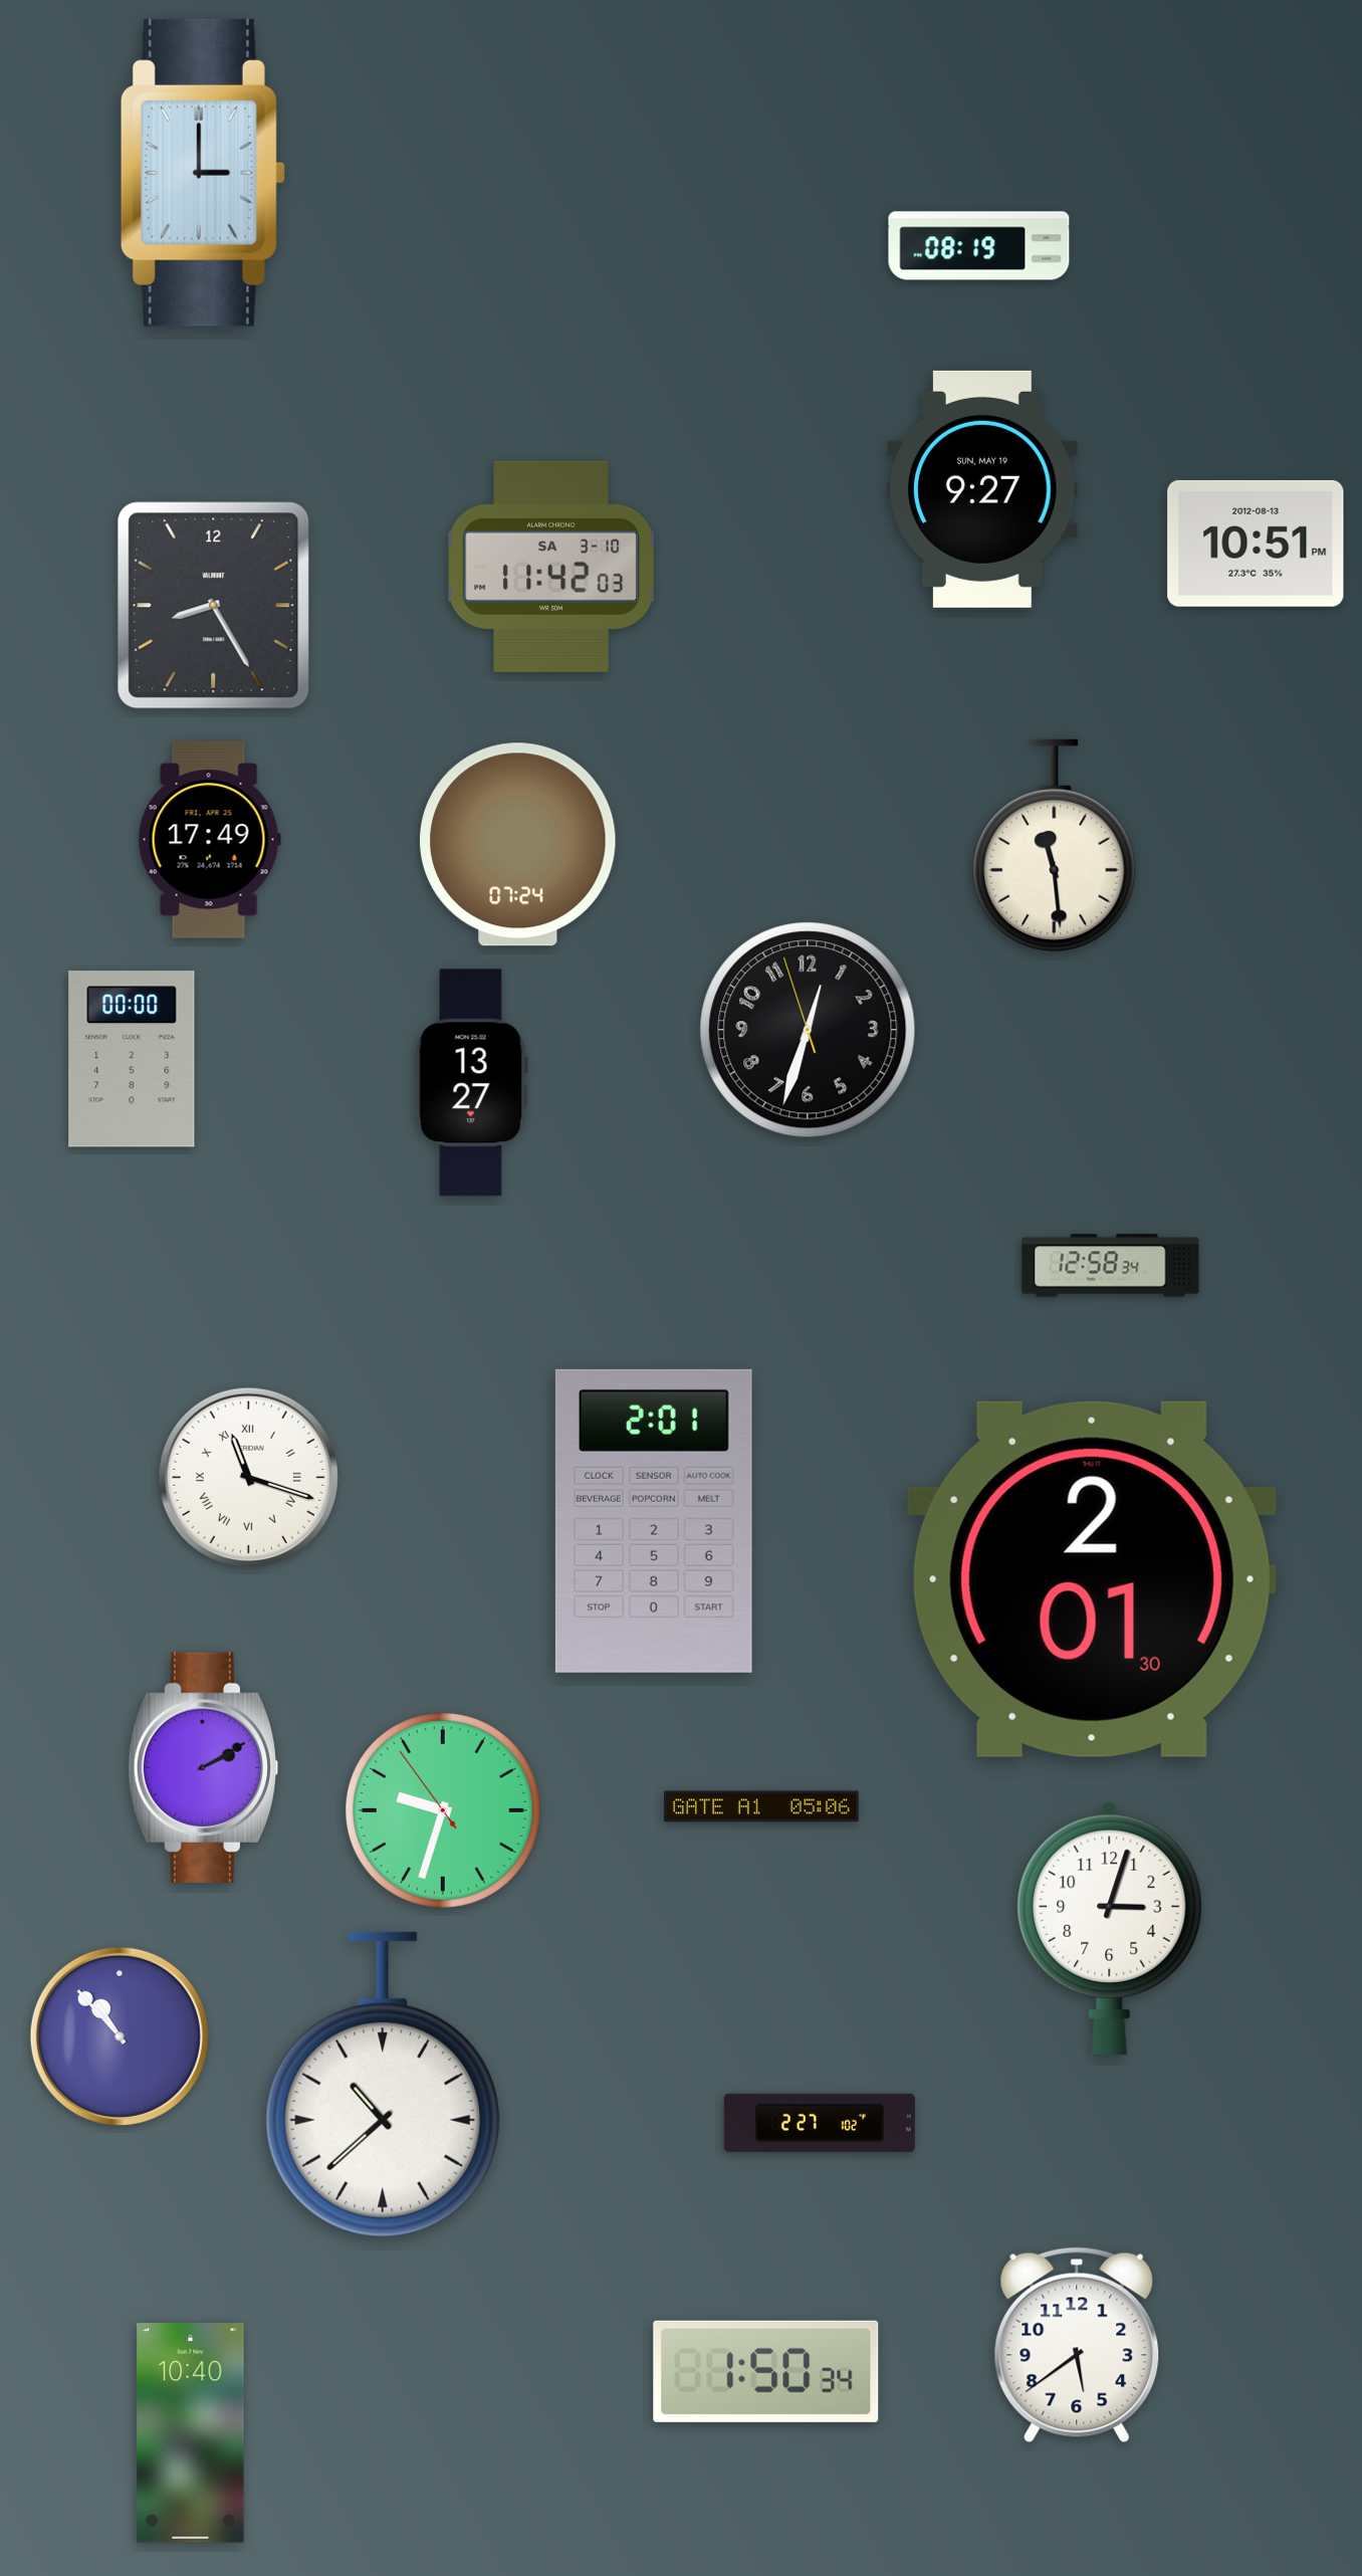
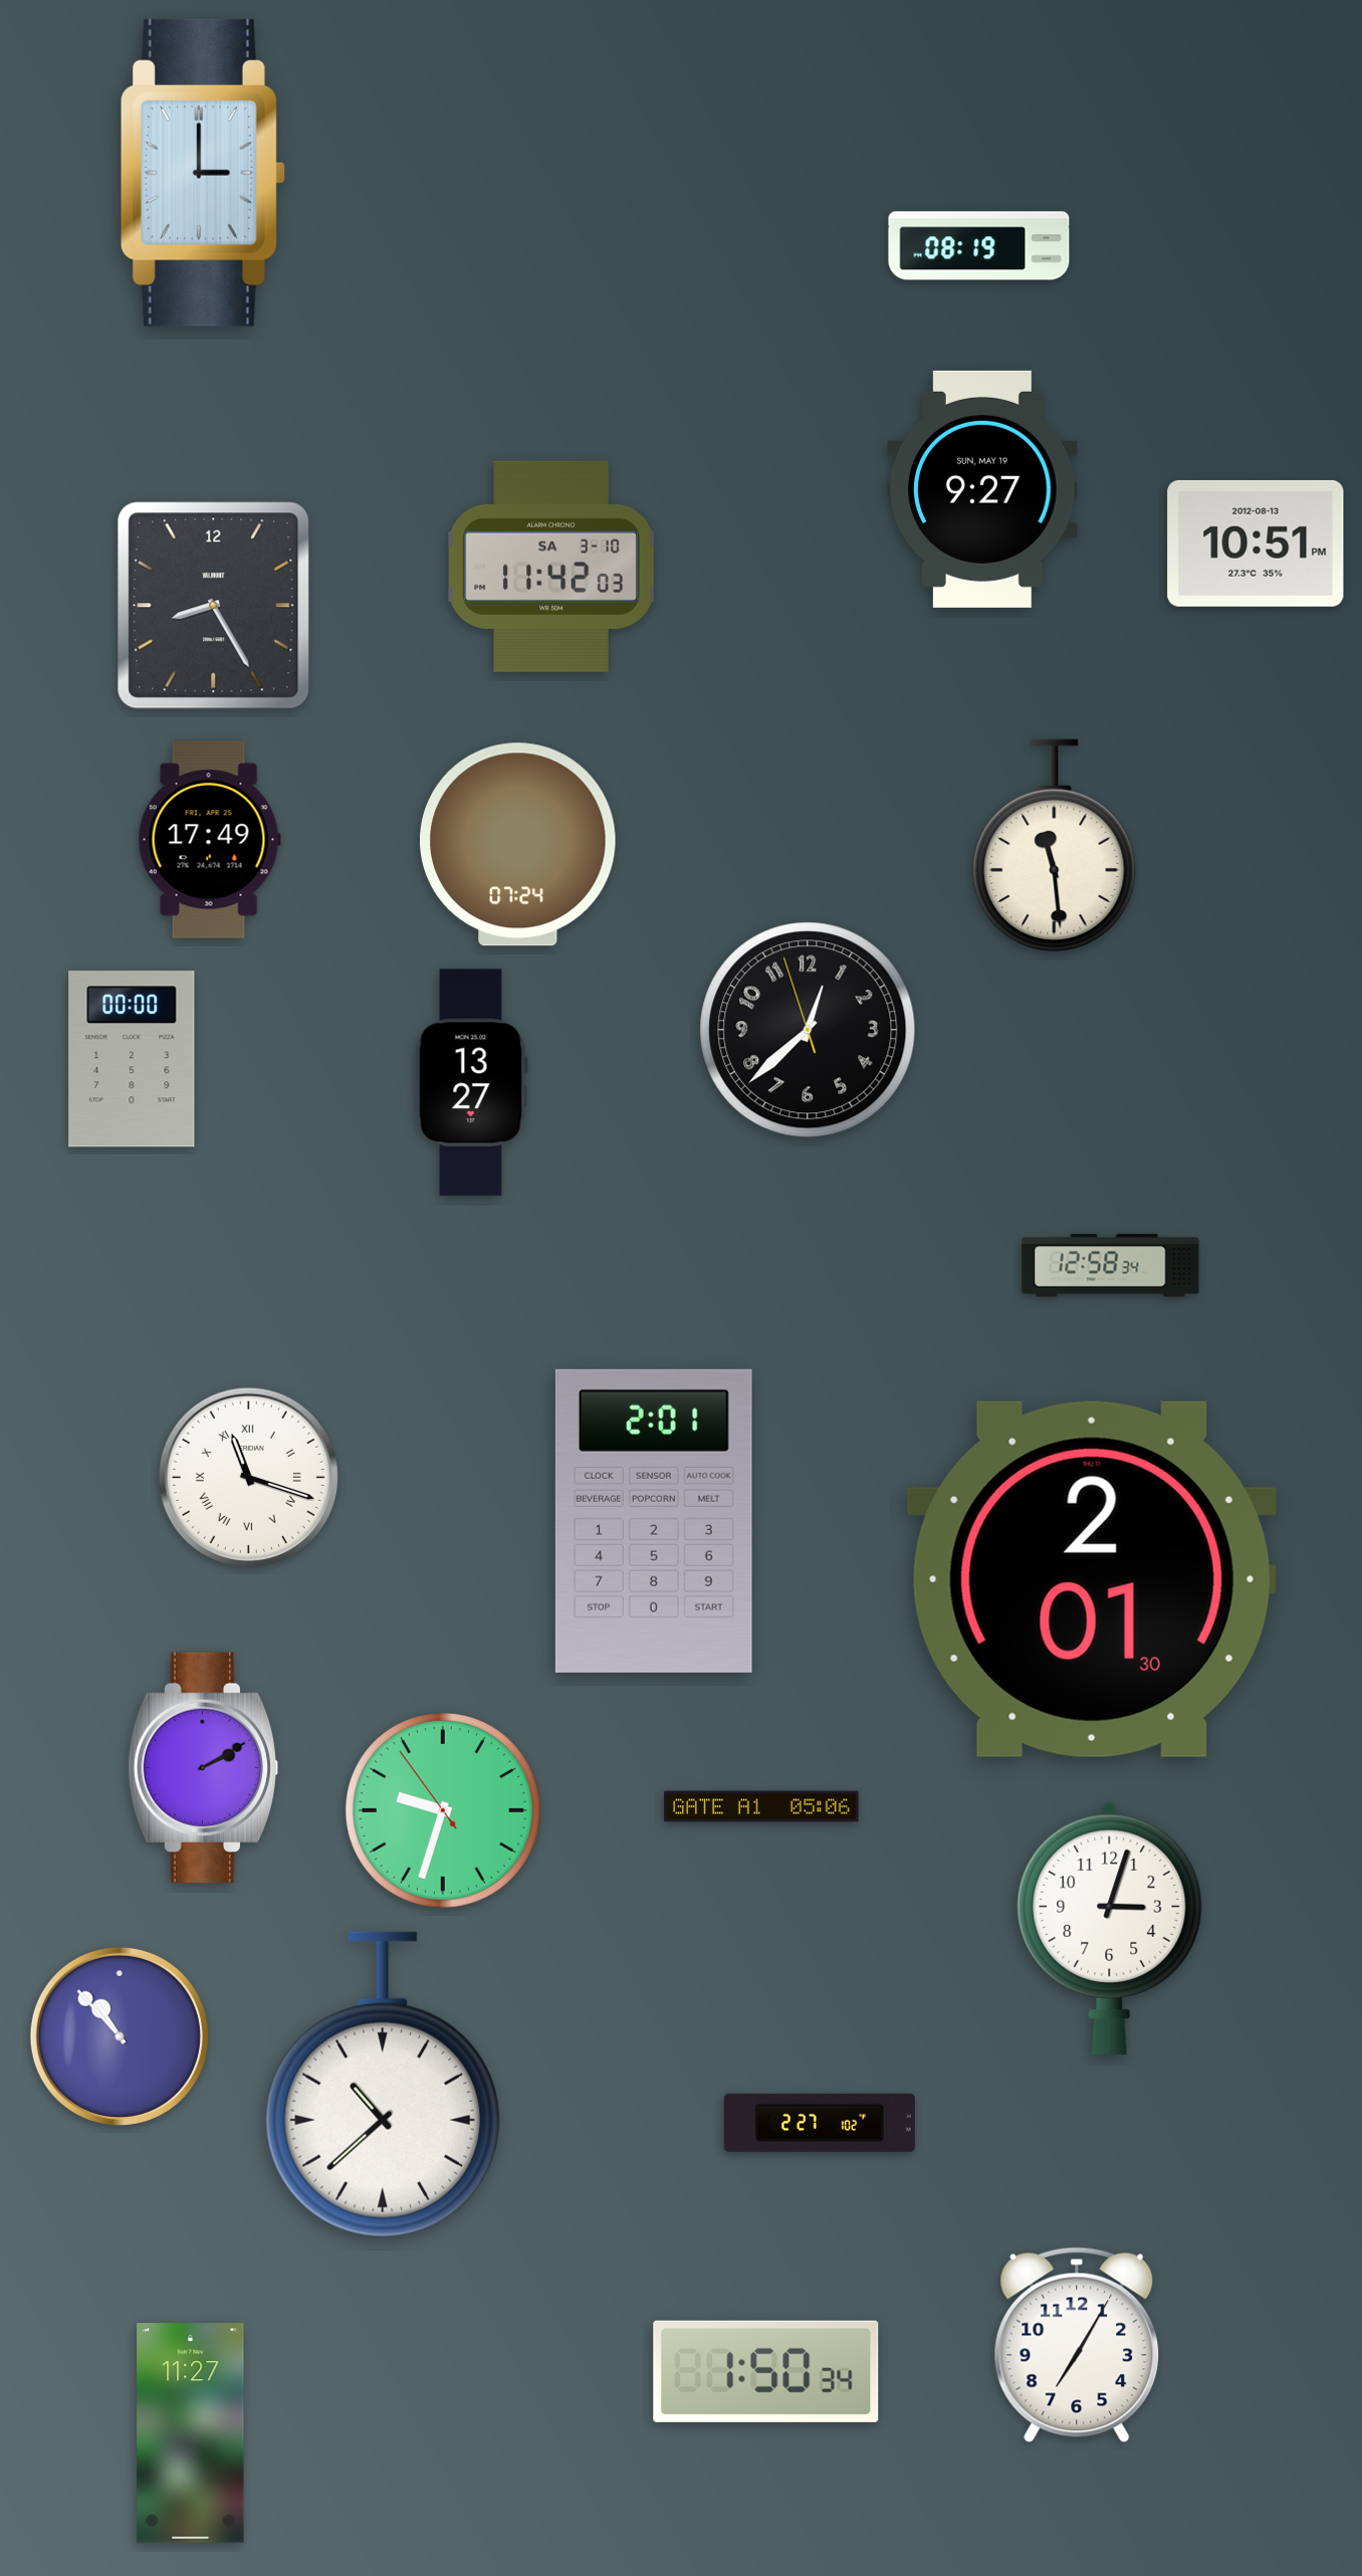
clock at (808, 1030): 12:32 -> 12:37
clock at (1077, 2345): 5:39 -> 7:05
clock at (191, 2433): 10:40 -> 11:27
